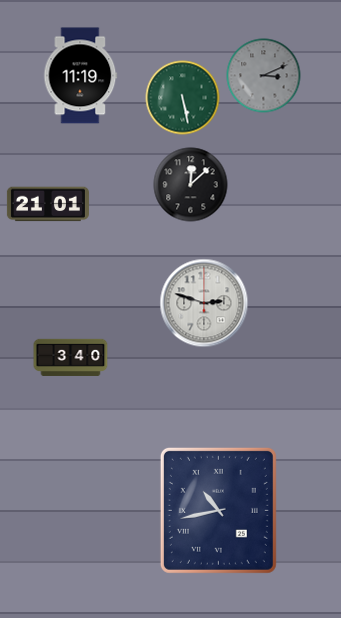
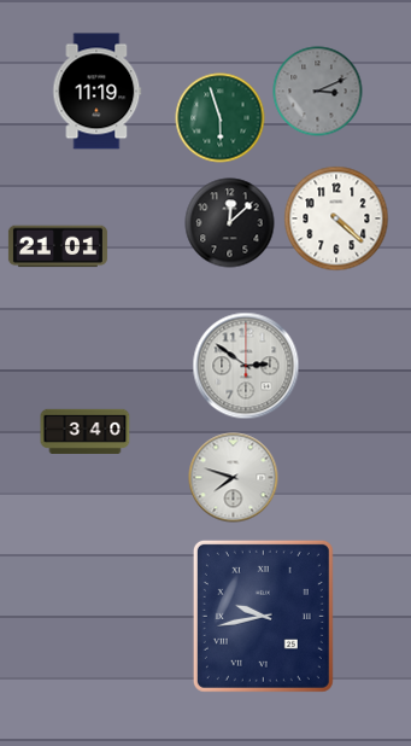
clock at (183, 98): 5:28 -> 5:57
clock at (336, 218): none -> 4:22
clock at (204, 303): 2:48 -> 2:51
clock at (234, 478): none -> 7:48
clock at (218, 510): 10:43 -> 9:43
